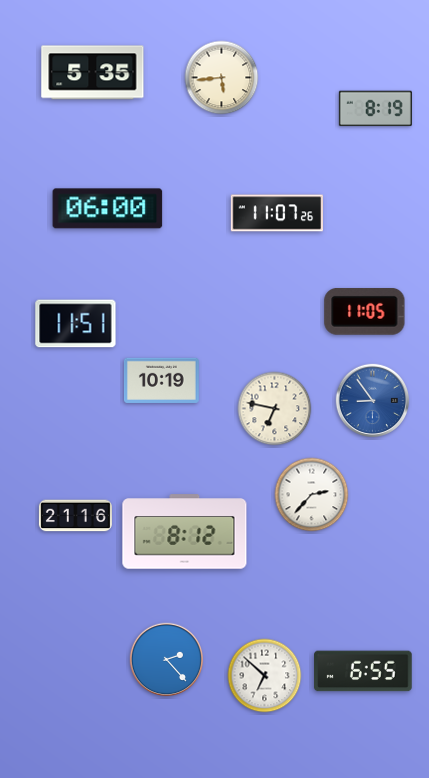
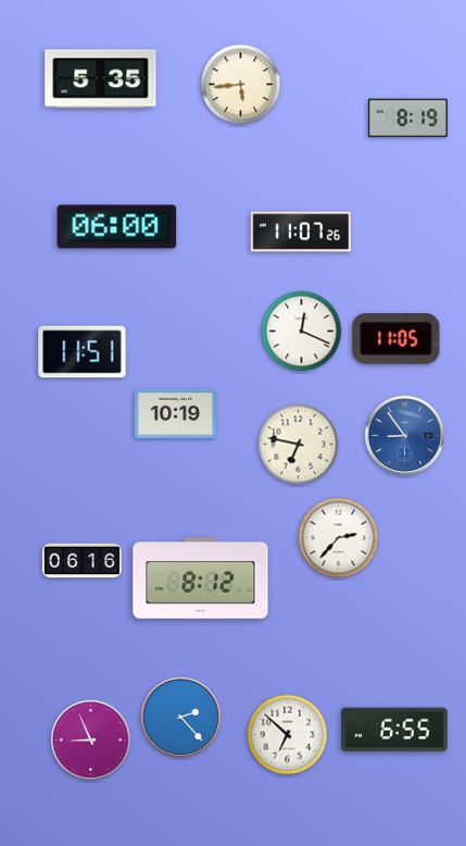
clock at (302, 332): none -> 12:19
clock at (75, 516): 21:16 -> 06:16
clock at (91, 741): none -> 8:56
